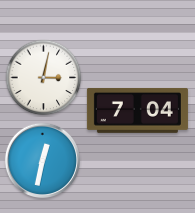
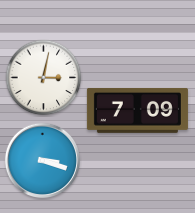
clock at (137, 110): 7:04 -> 7:09
clock at (42, 160): 12:32 -> 3:18
